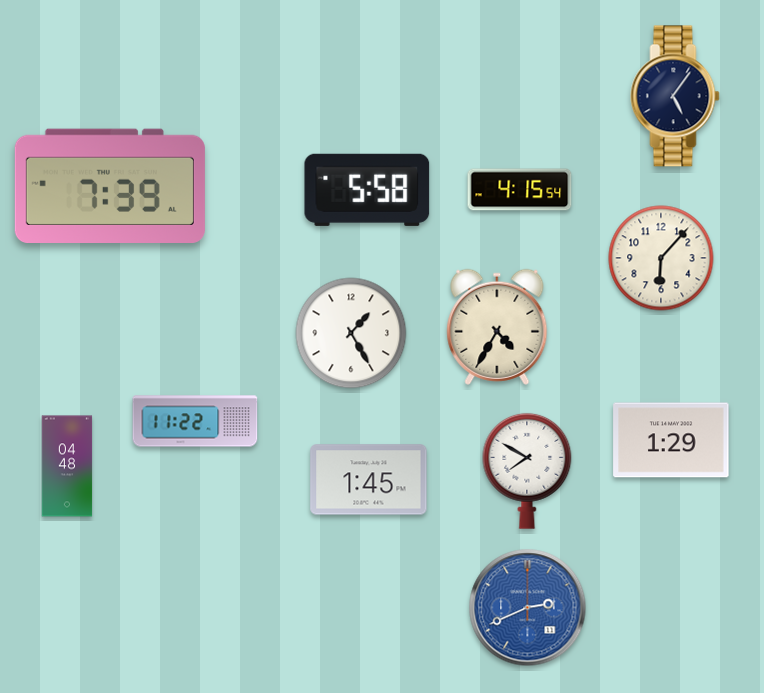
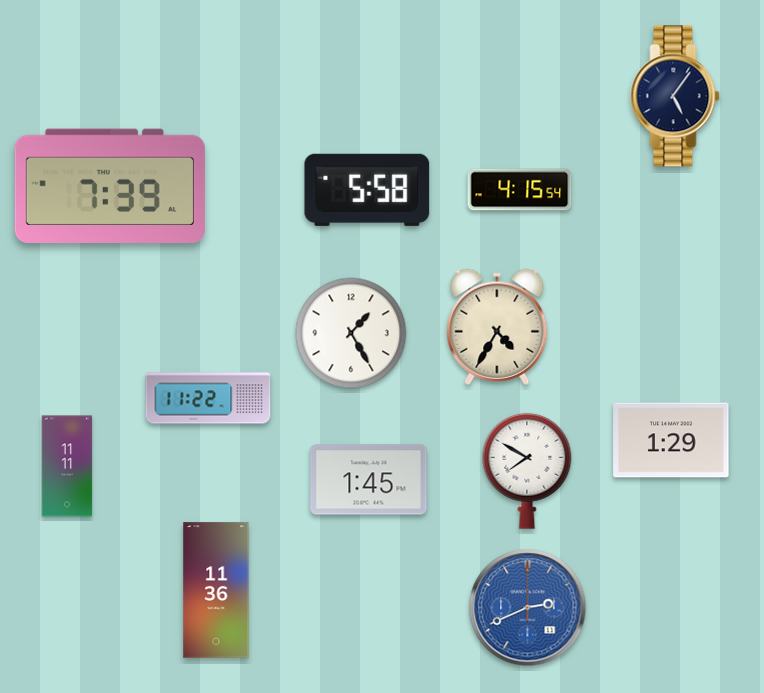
clock at (661, 258): 6:07 -> none
clock at (195, 421) position: (195, 421) -> (208, 398)
clock at (67, 466): 04:48 -> 11:11
clock at (216, 590): none -> 11:36
